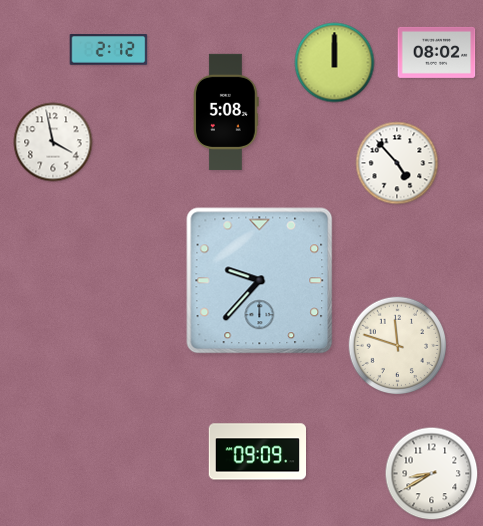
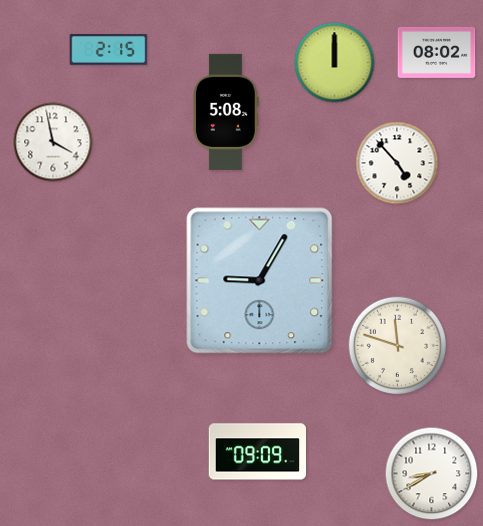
clock at (109, 50): 2:12 -> 2:15
clock at (260, 281): 9:37 -> 9:05
